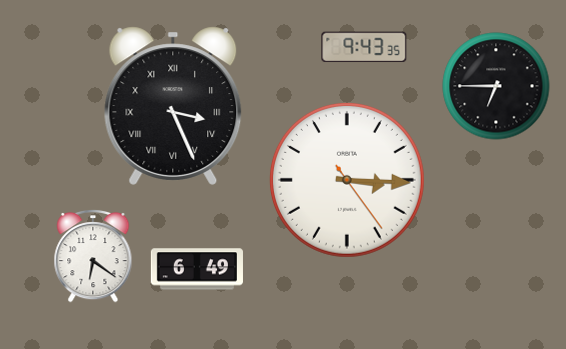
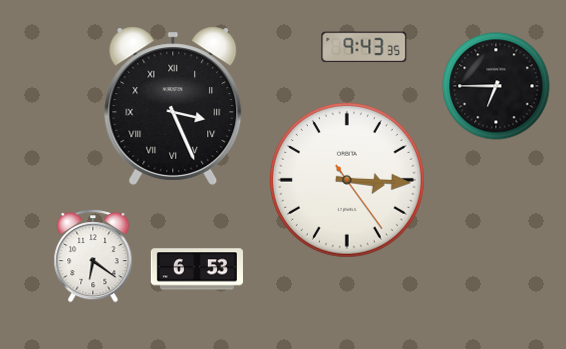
clock at (197, 269): 6:49 -> 6:53
